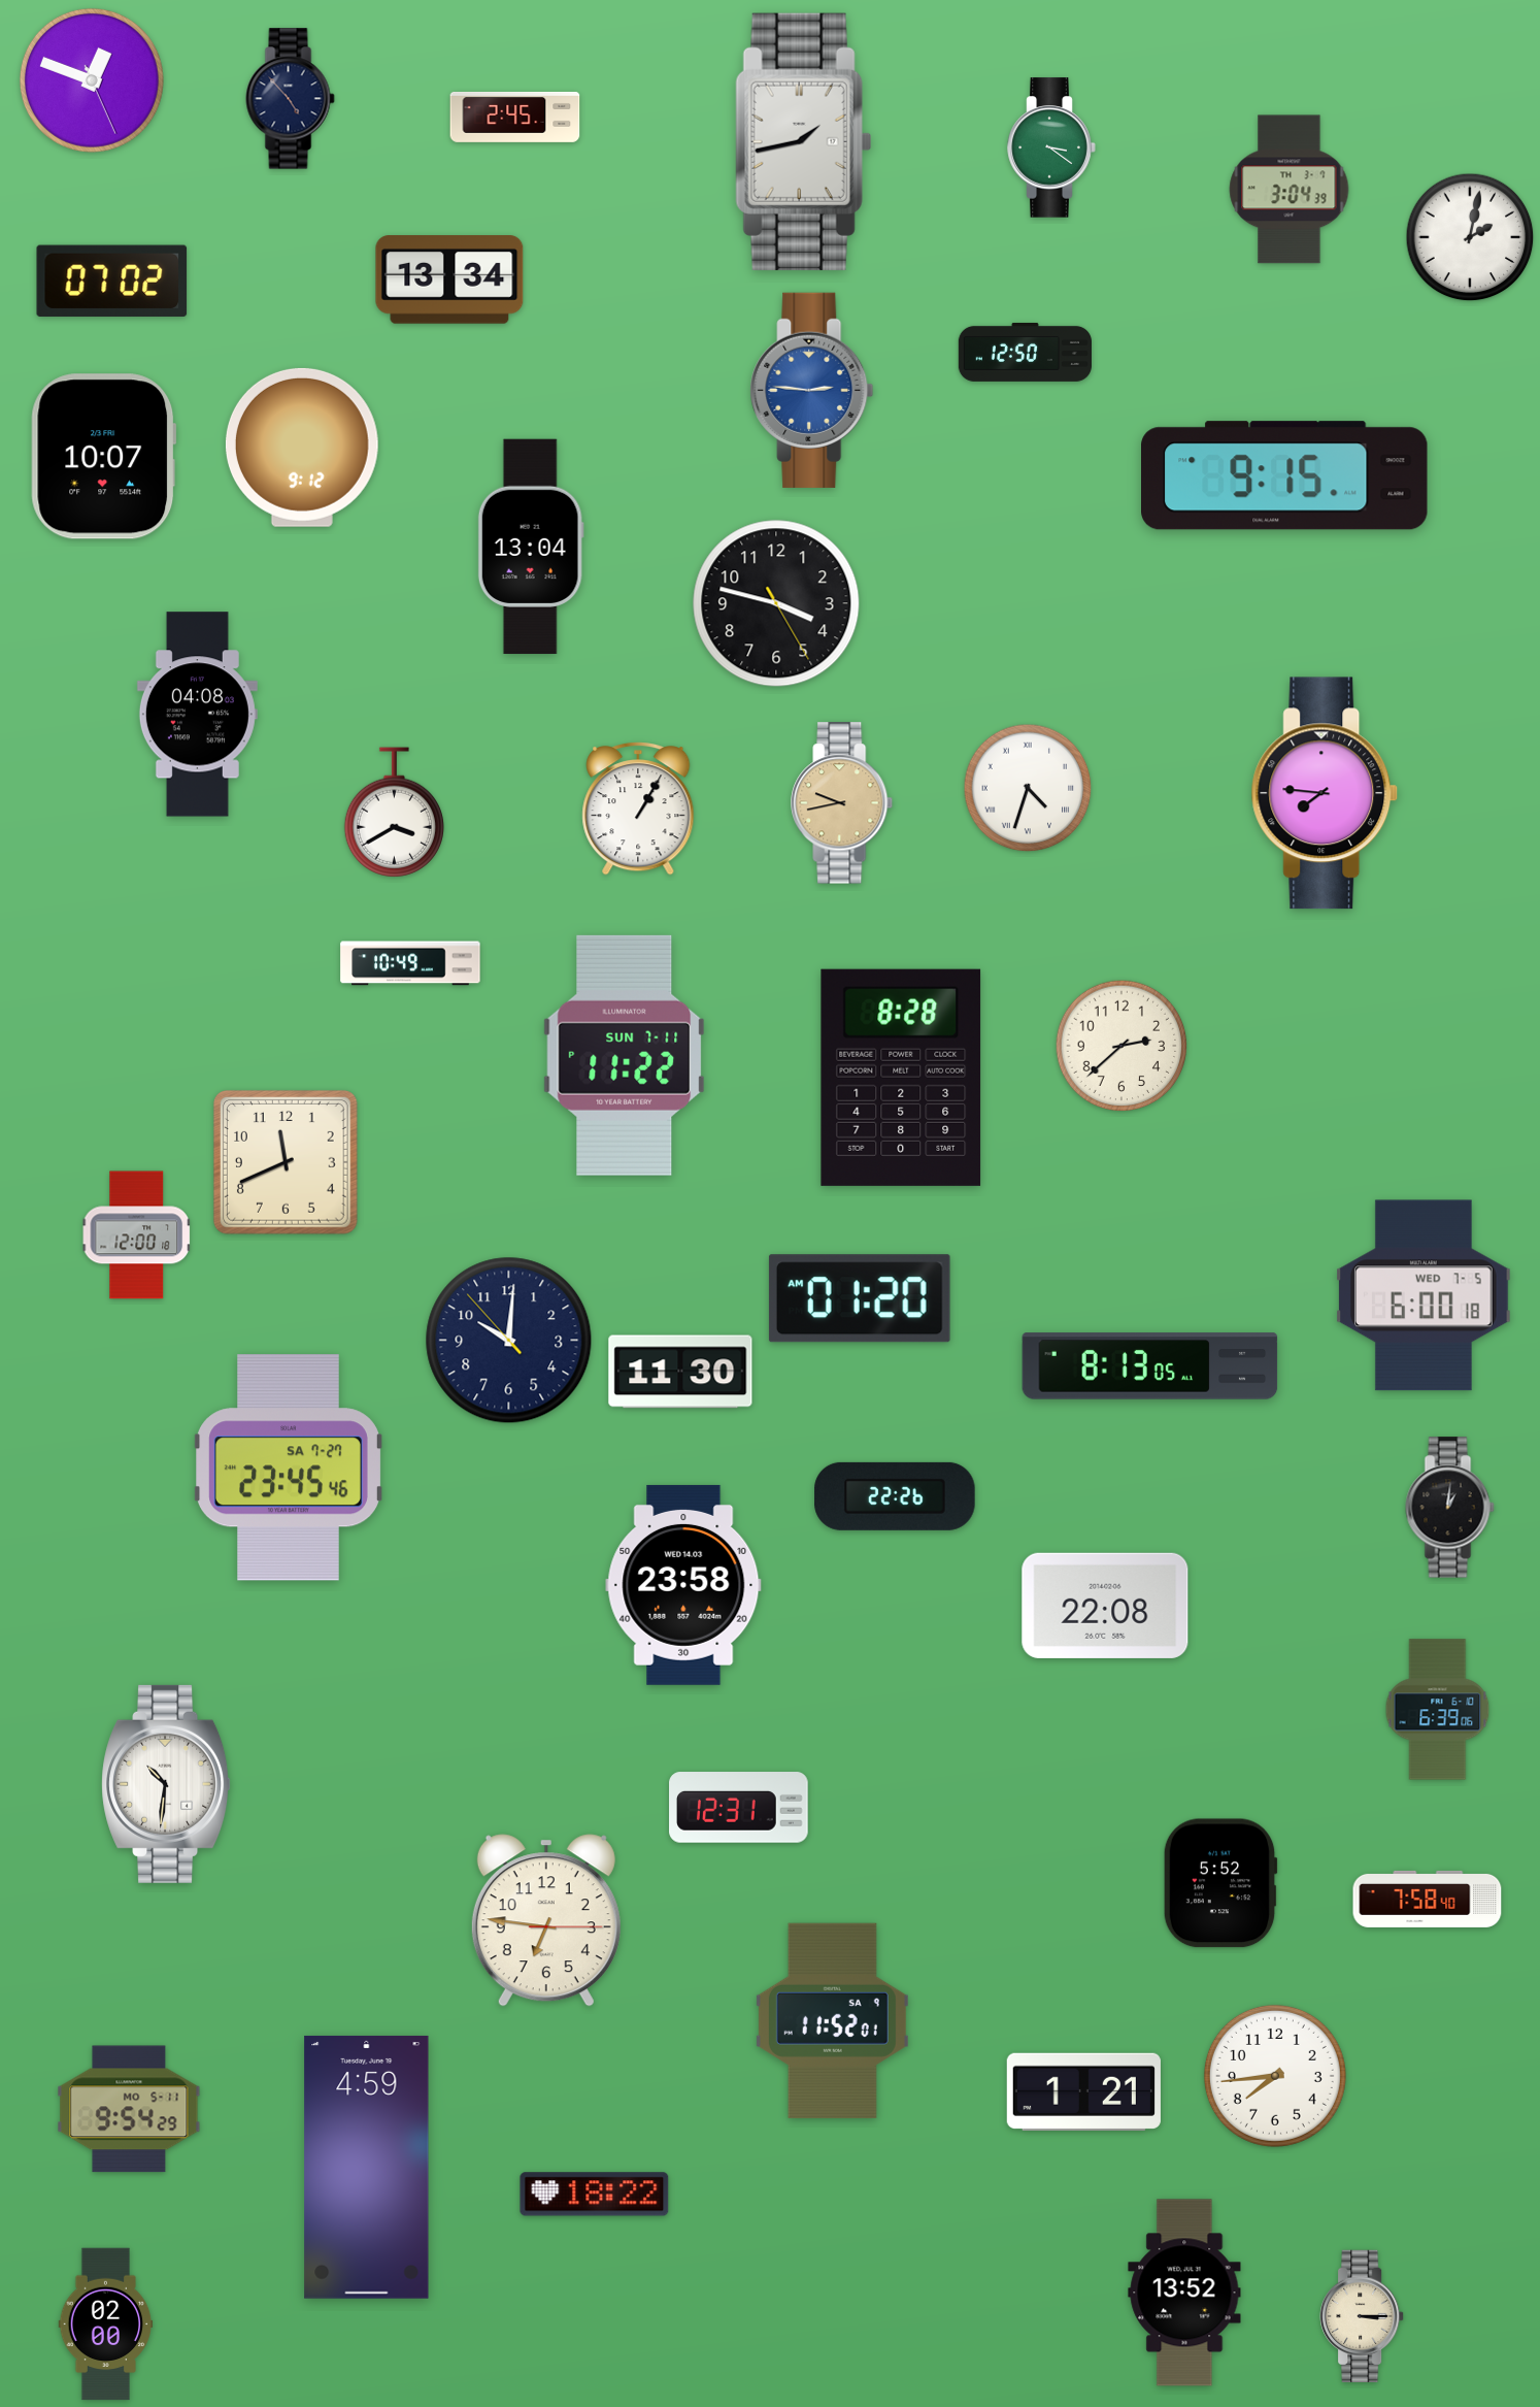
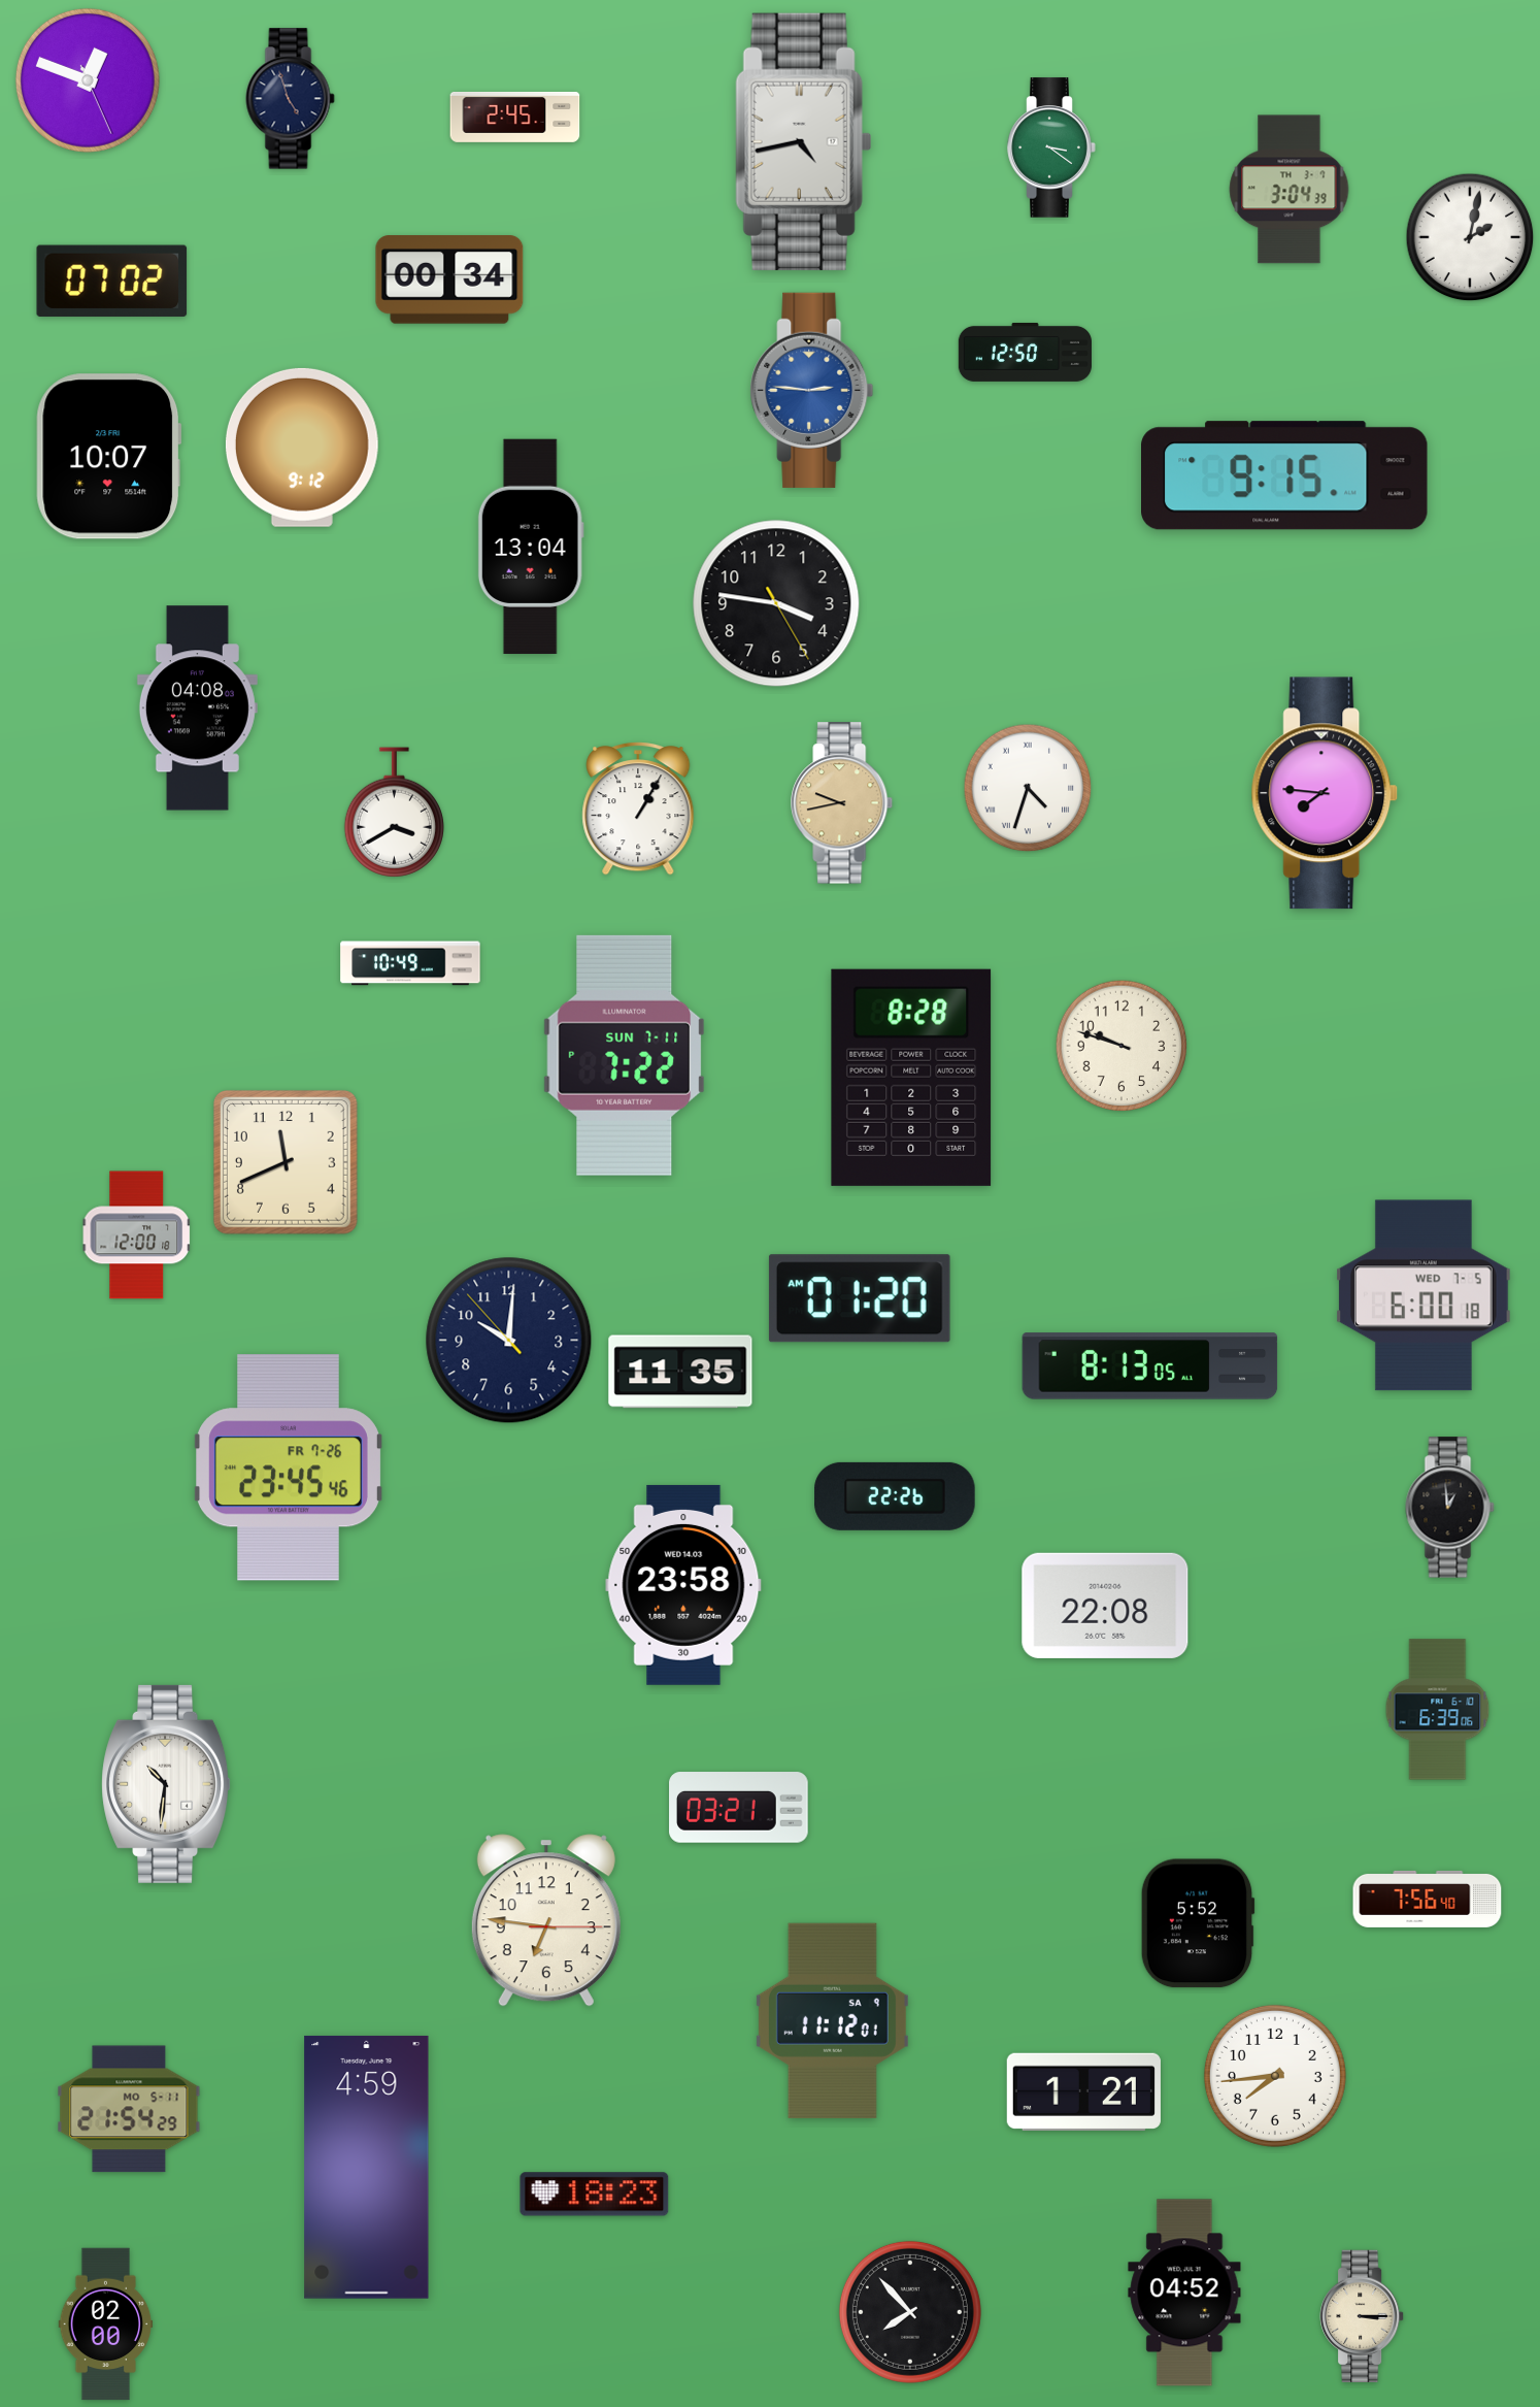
clock at (92, 80) position: (92, 80) -> (88, 80)
clock at (291, 99): 4:53 -> 4:57
clock at (804, 141): 1:43 -> 4:43
clock at (449, 279): 13:34 -> 00:34
clock at (104, 457) position: (104, 457) -> (109, 457)
clock at (776, 603): 3:47 -> 3:46
clock at (197, 715) position: (197, 715) -> (197, 708)
clock at (1121, 1046): 2:38 -> 9:48
clock at (625, 1055): 11:22 -> 7:22
clock at (901, 1078) position: (901, 1078) -> (911, 1078)
clock at (680, 1372): 11:30 -> 11:35
clock at (289, 1468) date: SA 7-27 -> FR 7-26
clock at (1450, 1508): 1:01 -> 12:59
clock at (739, 1808): 12:31 -> 03:21
clock at (1220, 1883) position: (1220, 1883) -> (1198, 1923)
clock at (1428, 1899): 7:58 -> 7:56
clock at (832, 2020): 11:52 -> 11:12
clock at (129, 2109): 9:54 -> 21:54
clock at (595, 2195): 18:22 -> 18:23
clock at (1184, 2293): 13:52 -> 04:52
clock at (910, 2312): none -> 7:53
